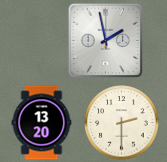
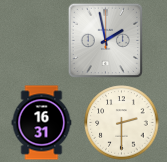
clock at (42, 123): 13:20 -> 16:31
